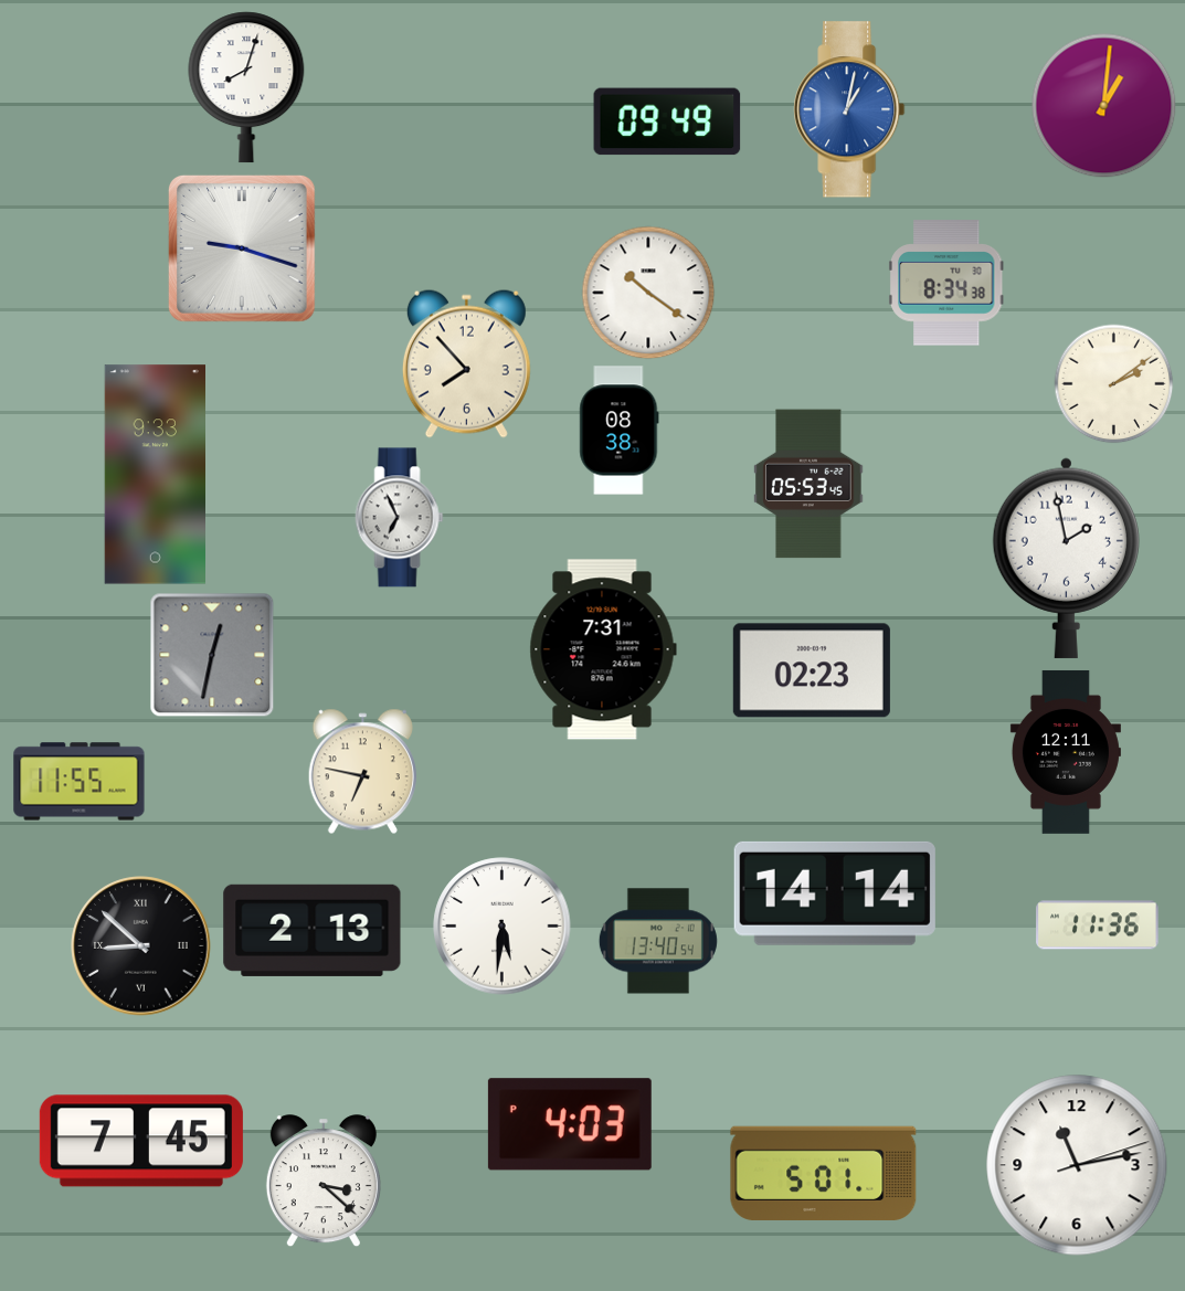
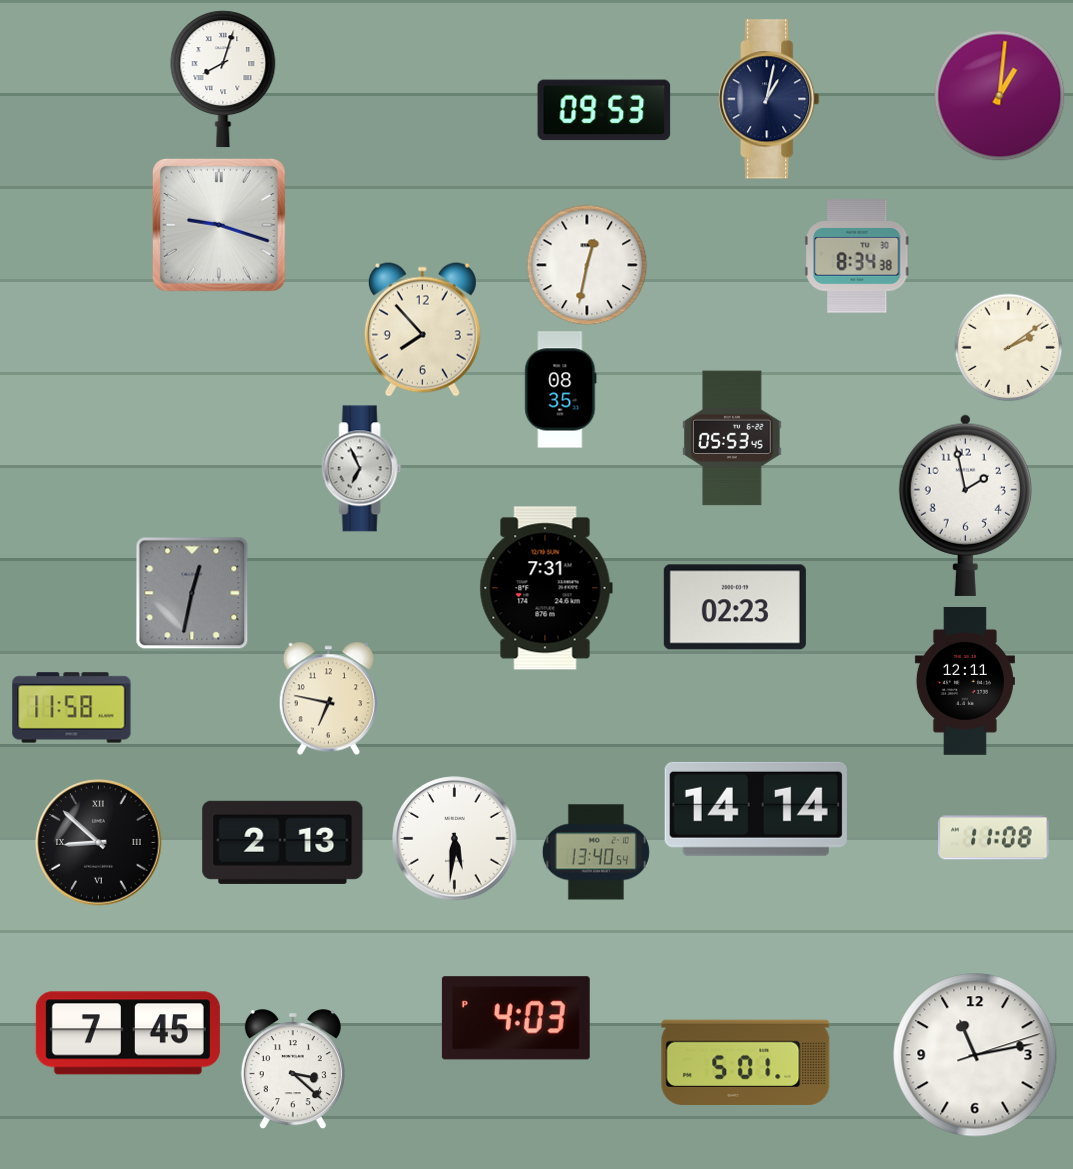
clock at (849, 109) dial: blue -> navy
clock at (667, 121): 09:49 -> 09:53
clock at (648, 293): 10:21 -> 12:32
clock at (620, 431): 08:38 -> 08:35
clock at (155, 475): 9:33 -> none
clock at (80, 782): 11:55 -> 11:58
clock at (1098, 925): 11:36 -> 11:08
clock at (141, 946) position: (141, 946) -> (99, 843)
